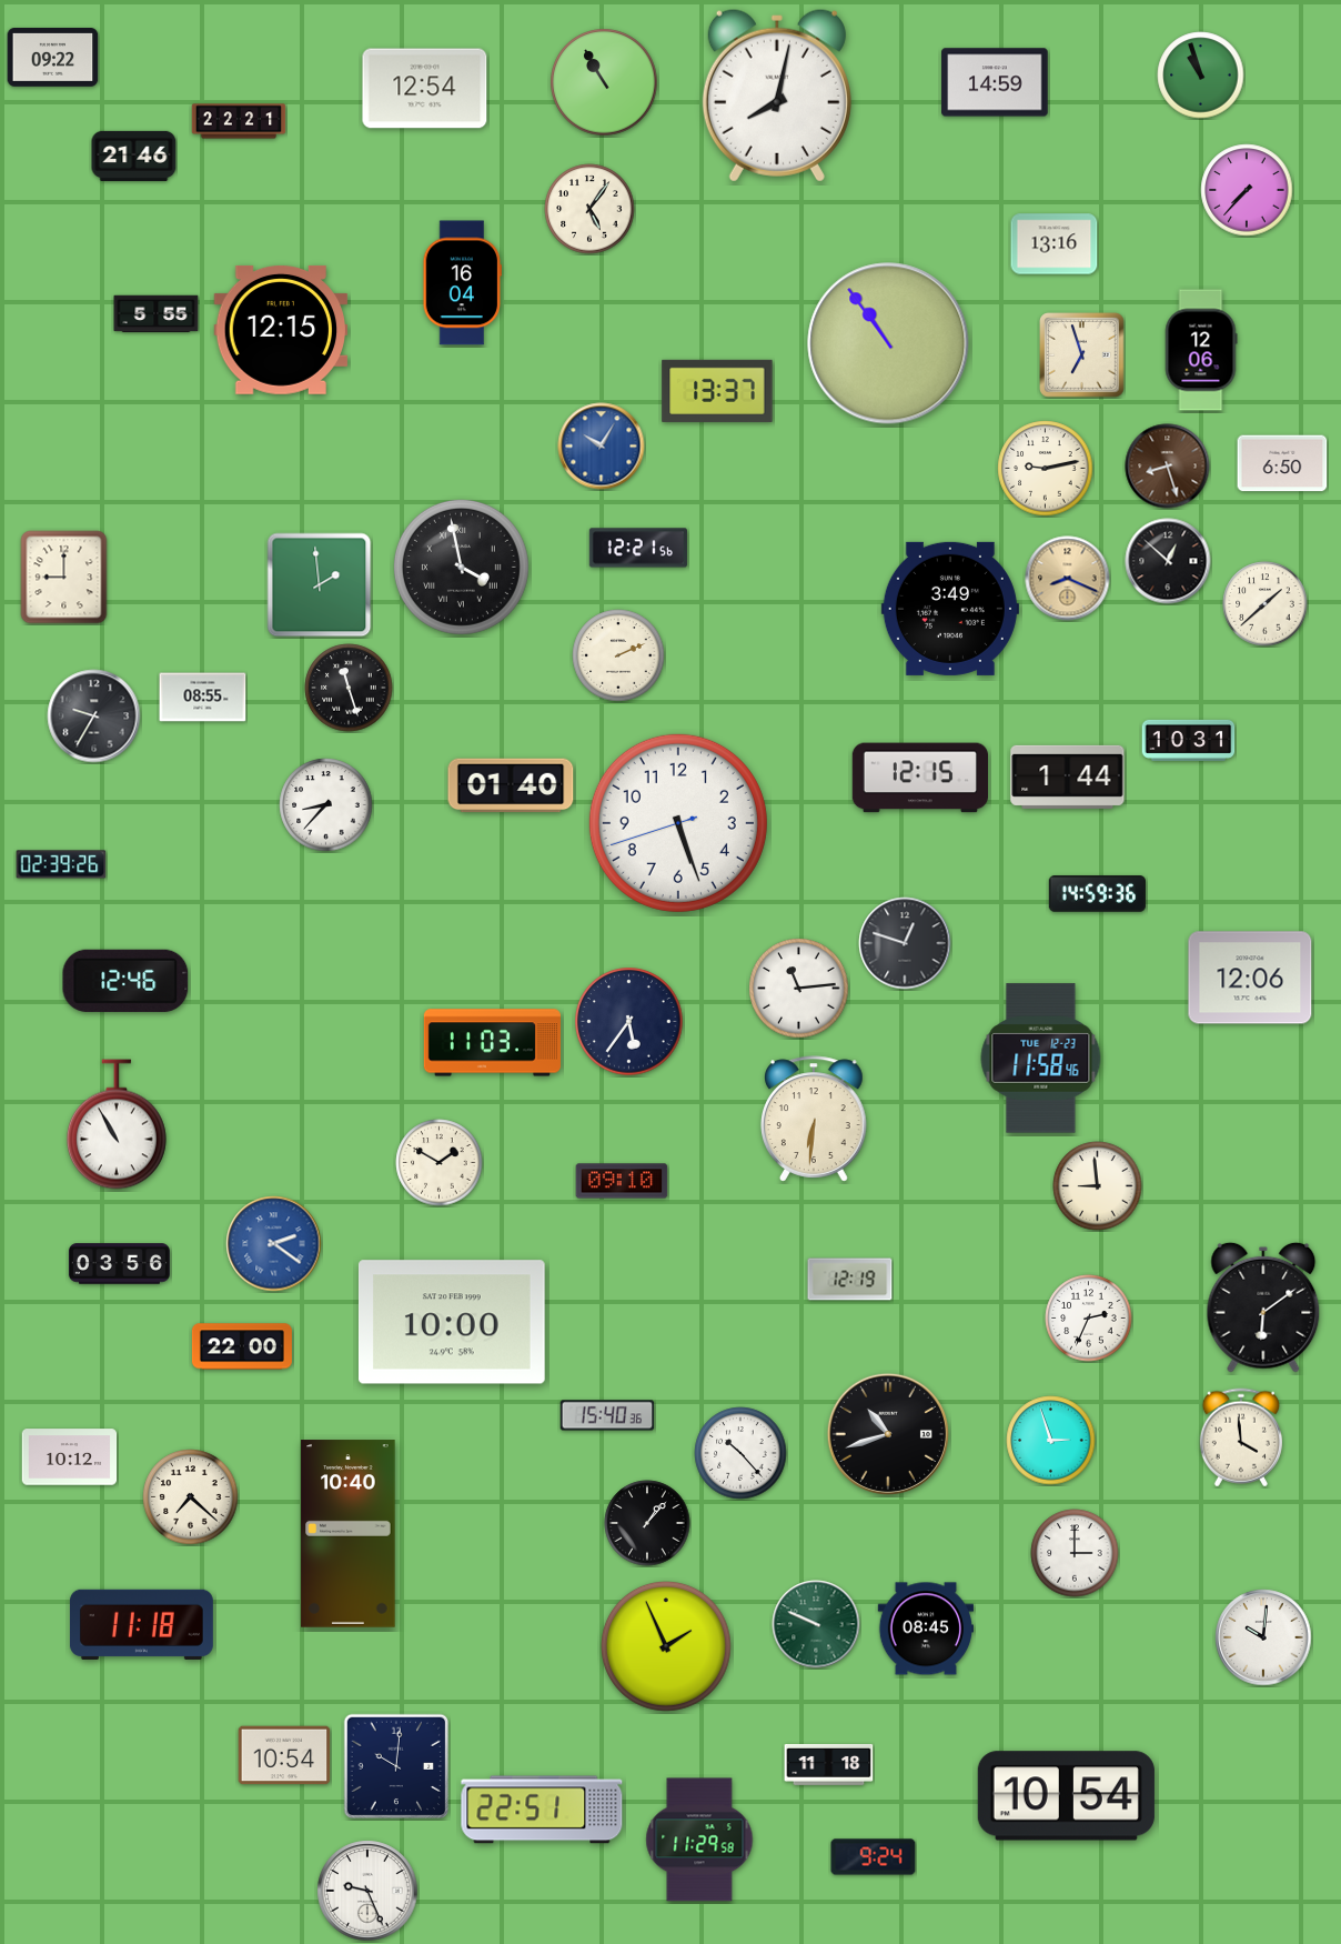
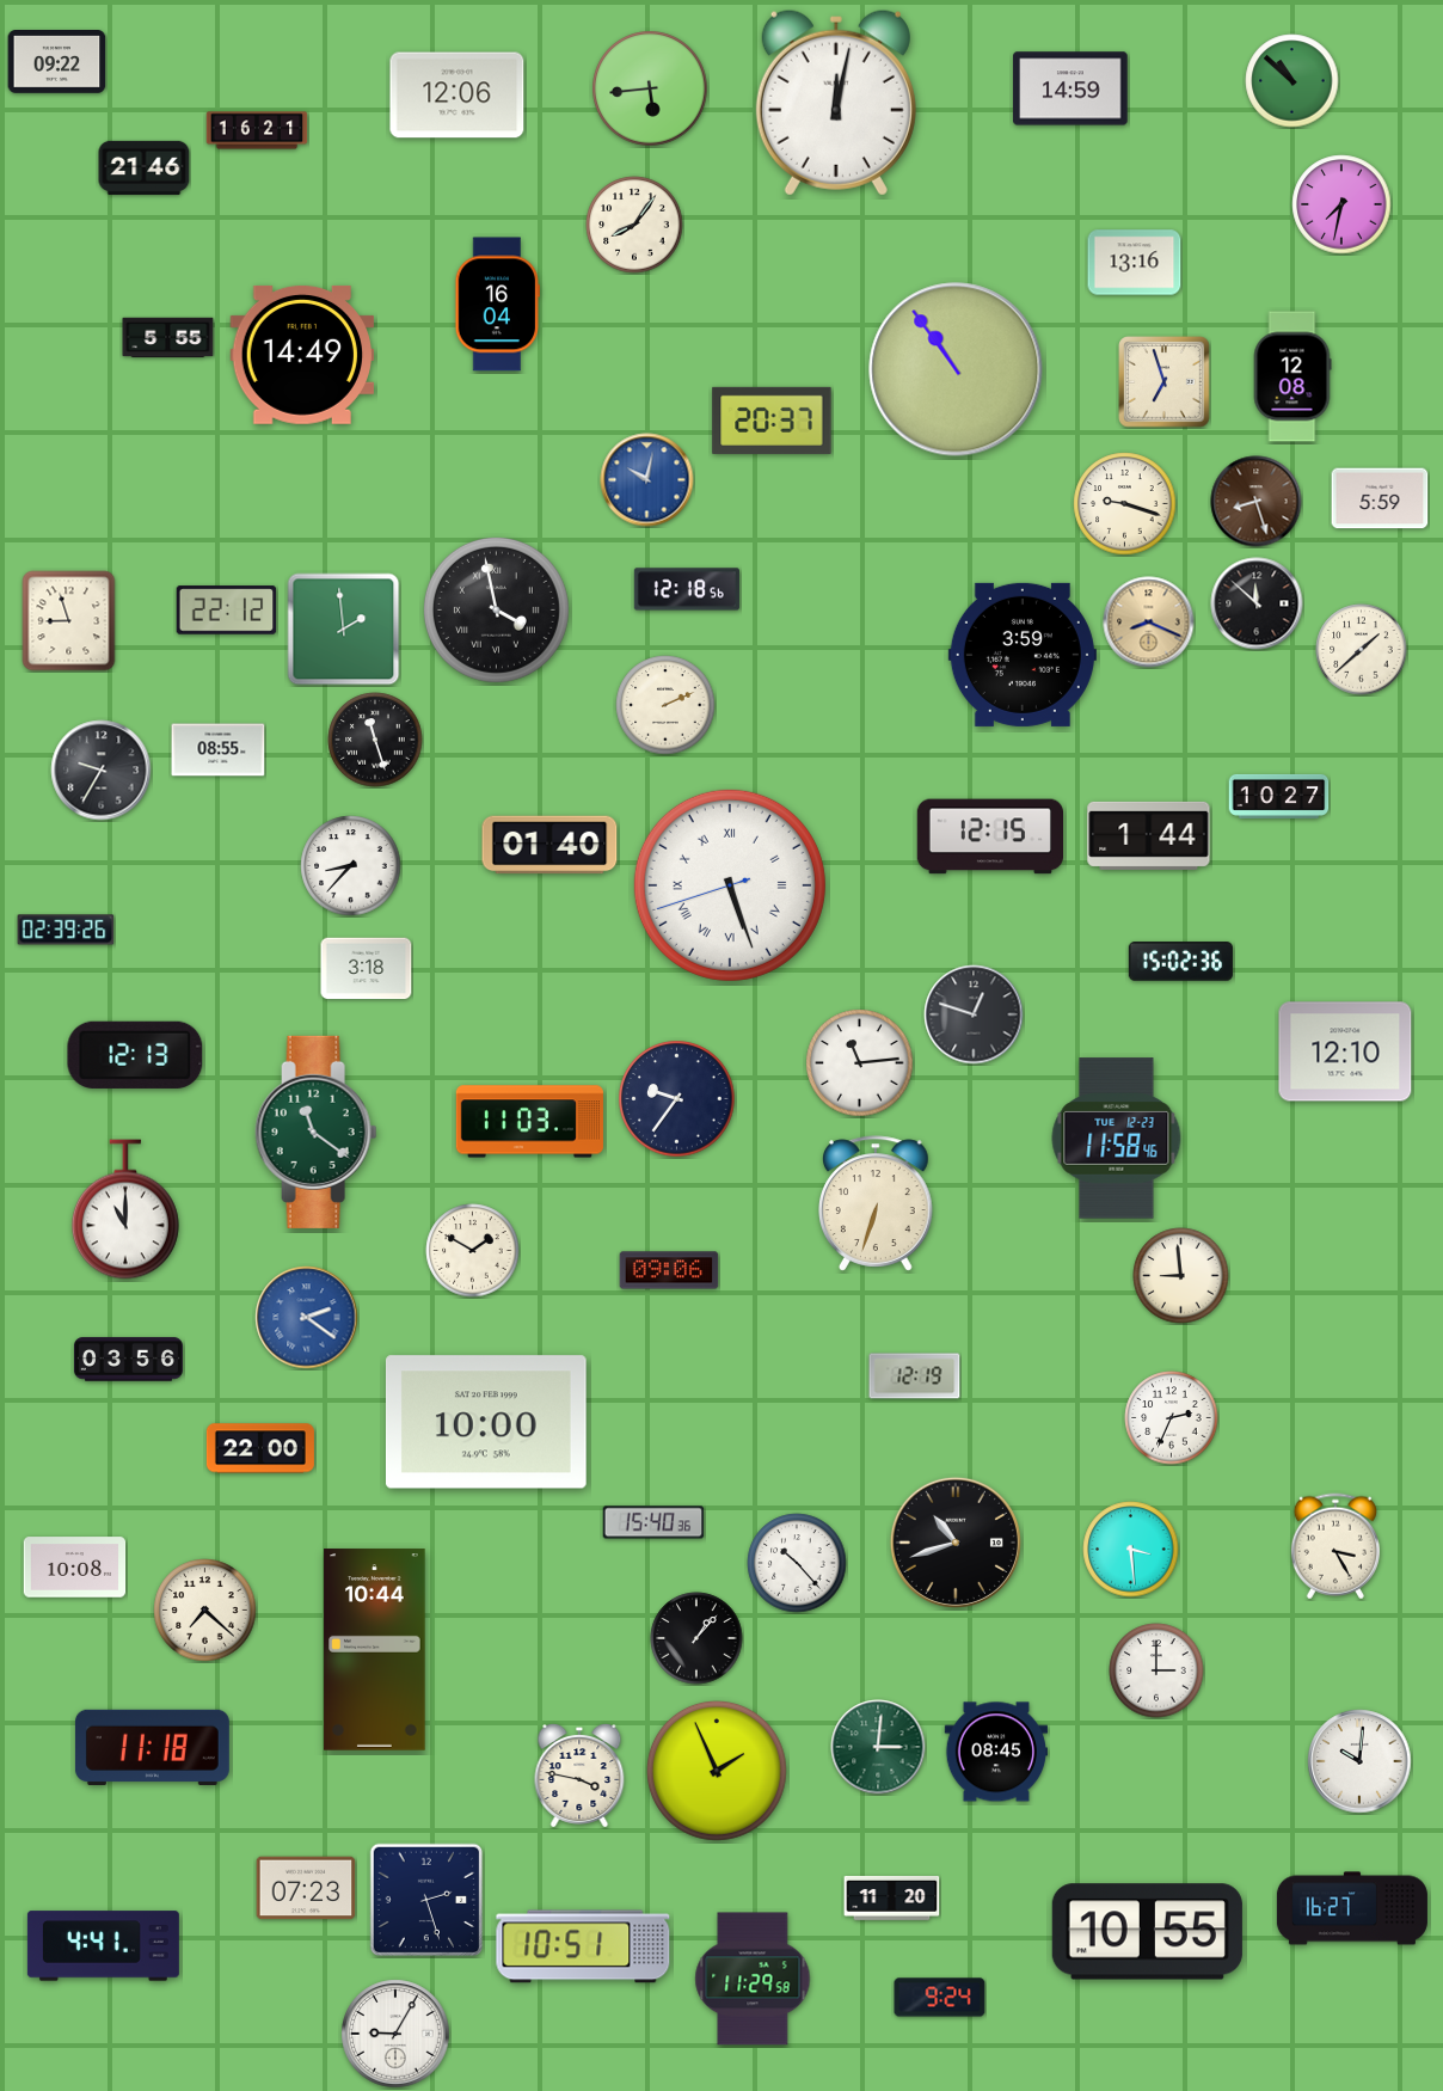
clock at (1201, 76): 10:57 -> 10:52
clock at (604, 82): 10:55 -> 5:44
clock at (425, 89): 12:54 -> 12:06
clock at (777, 96): 8:02 -> 12:02
clock at (239, 121): 22:21 -> 16:21
clock at (1247, 190): 7:37 -> 7:32
clock at (589, 209): 5:06 -> 8:06
clock at (281, 330): 12:15 -> 14:49
clock at (1201, 350): 12:06 -> 12:08
clock at (717, 391): 13:37 -> 20:37
clock at (602, 447): 10:05 -> 10:02
clock at (1282, 463): 6:50 -> 5:59
clock at (1046, 469): 9:13 -> 9:18
clock at (638, 548): 12:21 -> 12:18
clock at (1168, 561): 12:52 -> 11:52
clock at (227, 611): none -> 22:12
clock at (64, 578): 9:00 -> 8:57
clock at (950, 609): 3:49 -> 3:59
clock at (1189, 740): 10:31 -> 10:27
clock at (678, 823) numerals: Arabic -> Roman
clock at (1097, 894): 14:59 -> 15:02
clock at (367, 969): none -> 3:18
clock at (1250, 978): 12:06 -> 12:10
clock at (125, 981): 12:46 -> 12:13
clock at (629, 1022): 5:36 -> 9:36
clock at (317, 1132): none -> 11:21
clock at (1041, 1059) position: (1041, 1059) -> (1117, 1139)
clock at (815, 1119): 6:31 -> 6:33
clock at (117, 1124): 10:55 -> 11:00
clock at (622, 1181): 09:10 -> 09:06
clock at (274, 1244) position: (274, 1244) -> (307, 1318)
clock at (1263, 1307): 6:09 -> none
clock at (1241, 1437): 3:59 -> 3:25
clock at (1051, 1441): 2:57 -> 3:29
clock at (70, 1457): 10:12 -> 10:08
clock at (349, 1534): 10:40 -> 10:44
clock at (816, 1624): 9:49 -> 3:01
clock at (579, 1777): none -> 3:47
clock at (284, 1755): 10:54 -> 07:23
clock at (829, 1764): 11:18 -> 11:20
clock at (396, 1766): 10:01 -> 2:27
clock at (1352, 1908): none -> 16:27
clock at (1066, 1796): 10:54 -> 10:55
clock at (103, 1946): none -> 4:41
clock at (542, 1810): 22:51 -> 10:51
clock at (367, 1891): 9:26 -> 9:05
